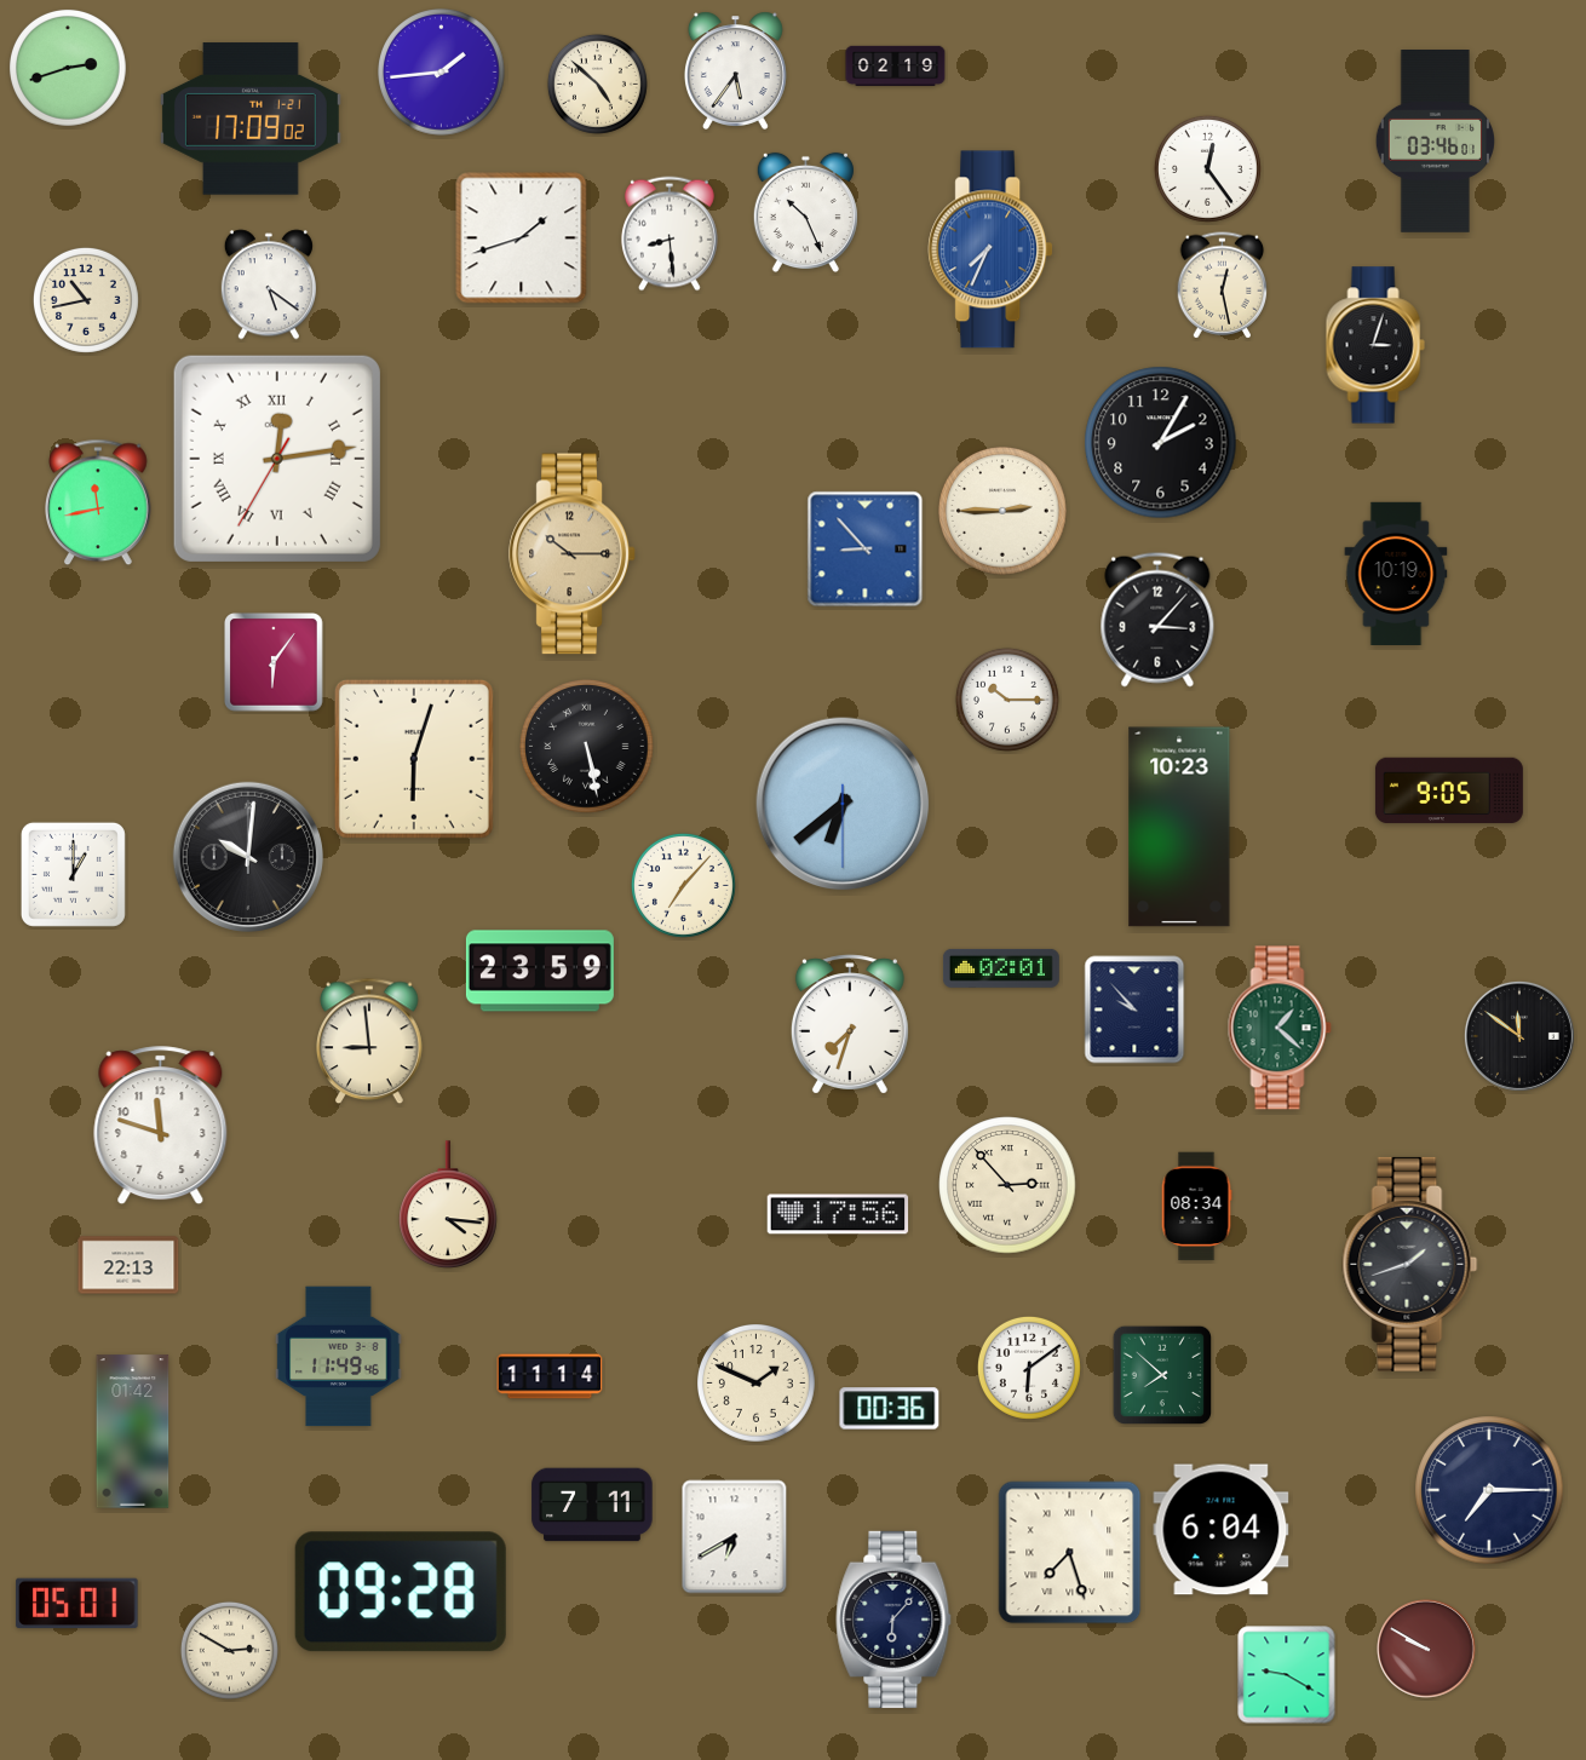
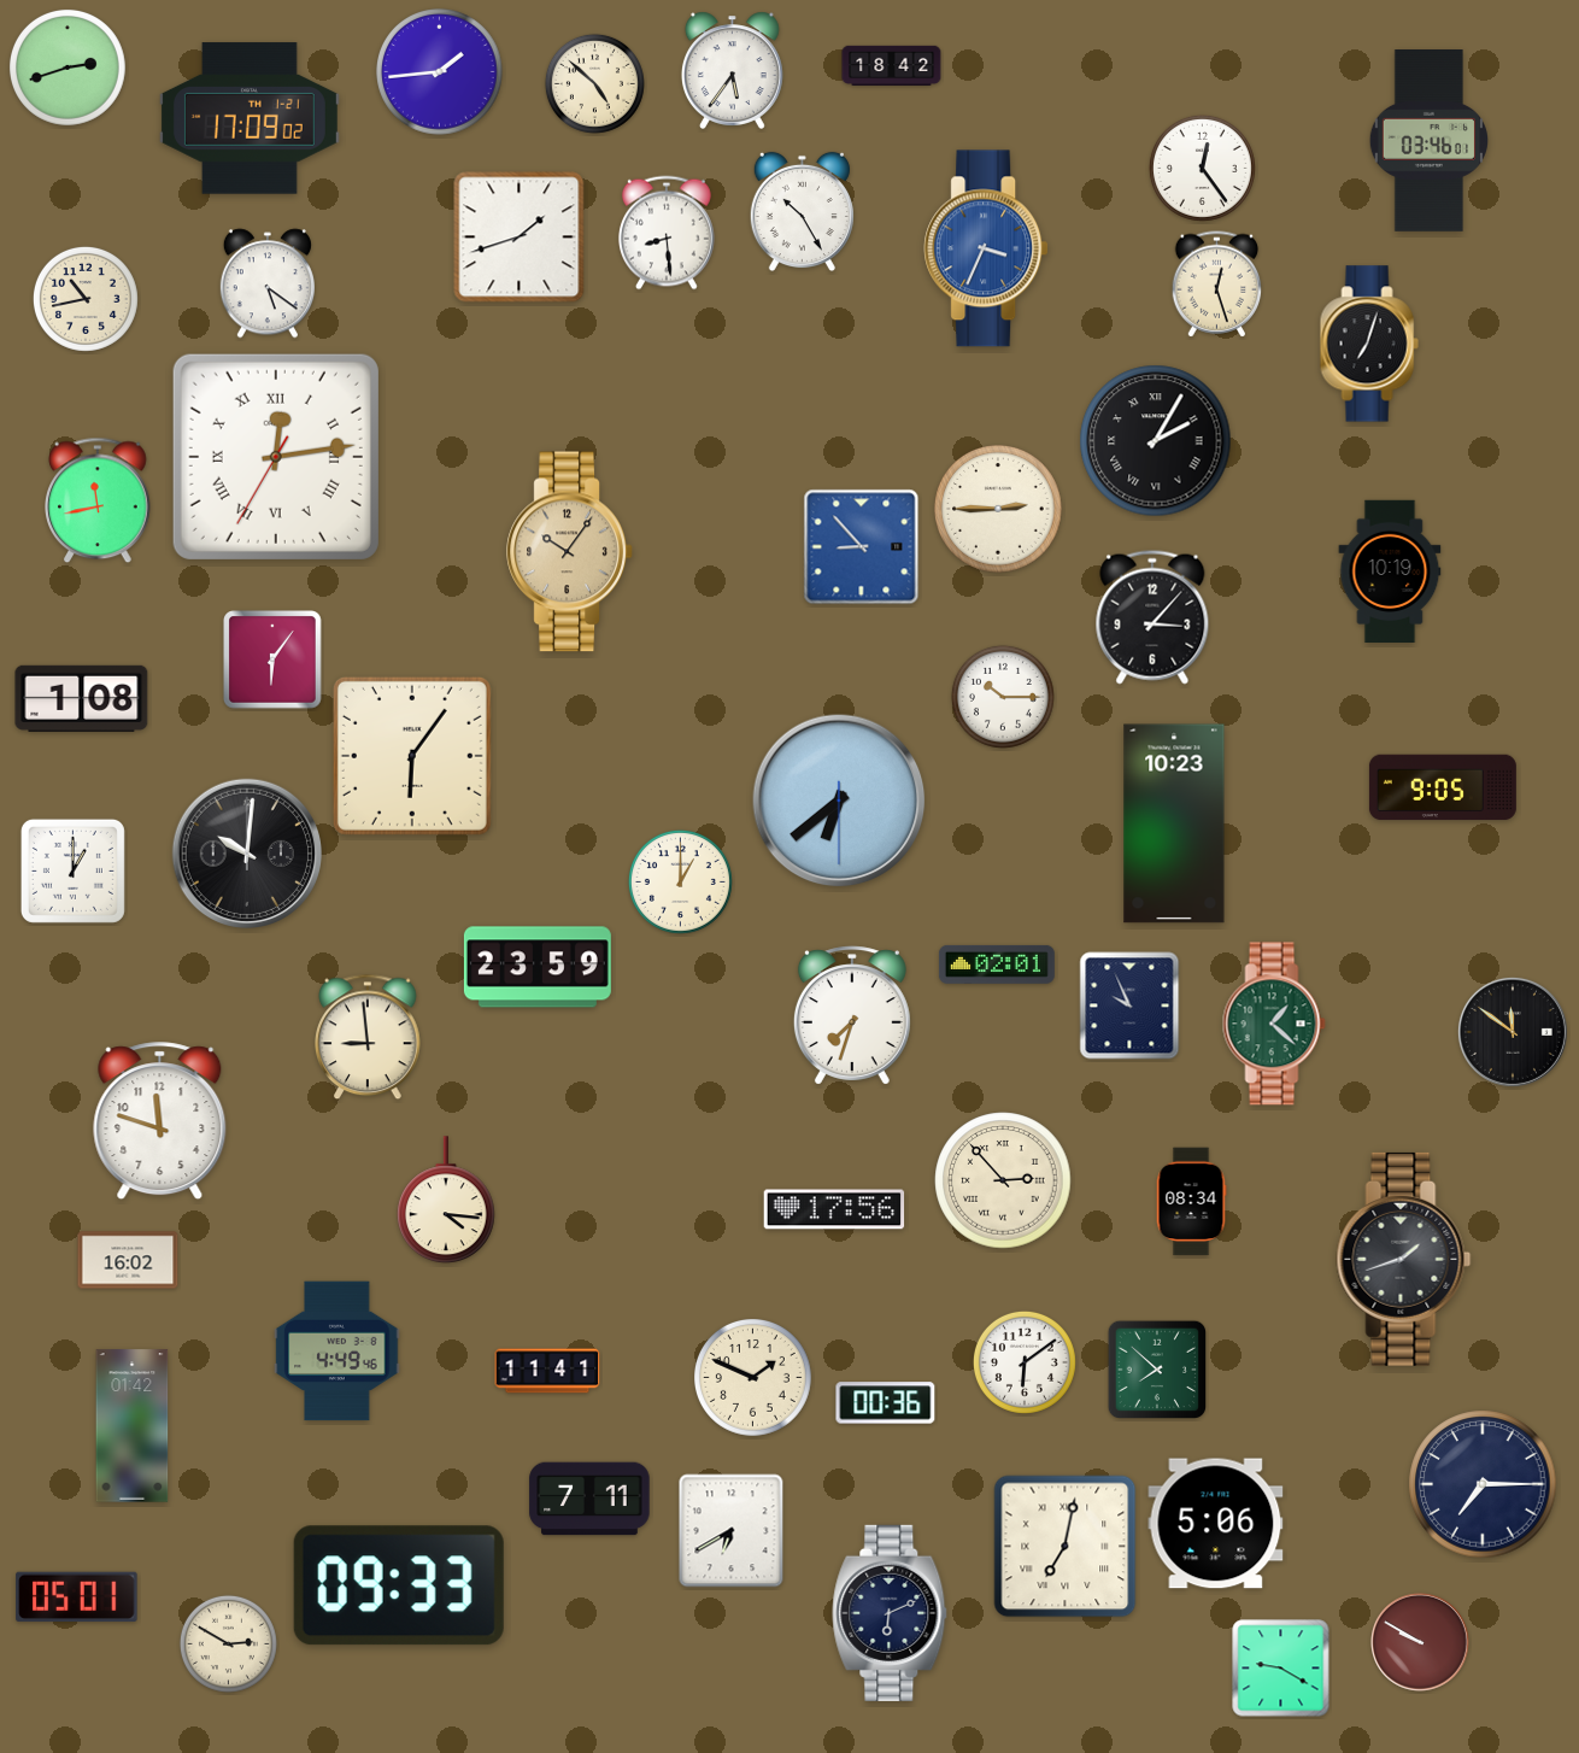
clock at (896, 67): 02:19 -> 18:42
clock at (805, 213): 10:26 -> 10:25
clock at (990, 249): 7:34 -> 3:34
clock at (1223, 286): 12:28 -> 12:27
clock at (1375, 345): 3:03 -> 7:03
clock at (1161, 443) numerals: Arabic -> Roman
clock at (573, 554): 10:15 -> 10:06
clock at (82, 698): none -> 1:08
clock at (587, 747): 5:28 -> none
clock at (414, 759): 6:03 -> 6:06
clock at (683, 885): 7:07 -> 1:00
clock at (1134, 1010): 9:53 -> 9:56
clock at (850, 1024) position: (850, 1024) -> (852, 1015)
clock at (128, 1265): 22:13 -> 16:02
clock at (339, 1357): 11:49 -> 4:49
clock at (550, 1376): 11:14 -> 11:41
clock at (1222, 1530): 6:04 -> 5:06
clock at (1070, 1553): 7:27 -> 7:02
clock at (401, 1592): 09:28 -> 09:33
clock at (893, 1620): 6:07 -> 6:11
